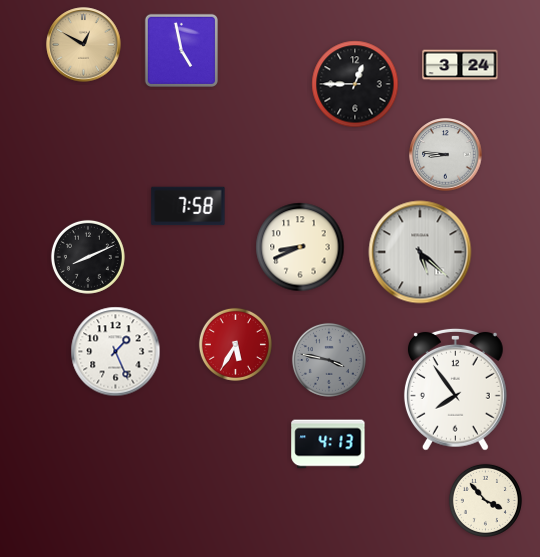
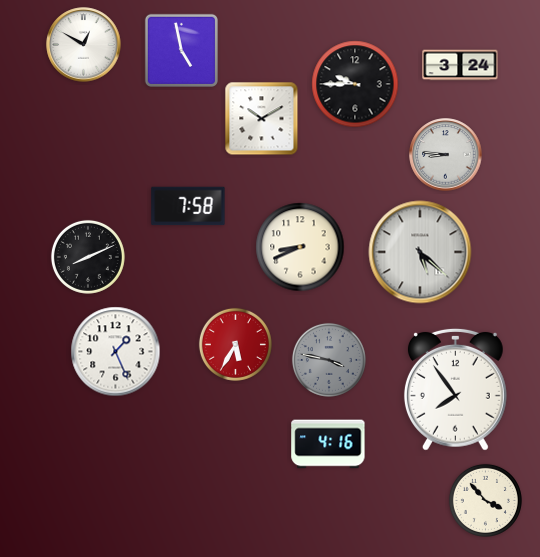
clock at (84, 45) dial: champagne -> white
clock at (355, 84): 12:45 -> 9:45
clock at (262, 119): none -> 10:10
clock at (328, 444): 4:13 -> 4:16
